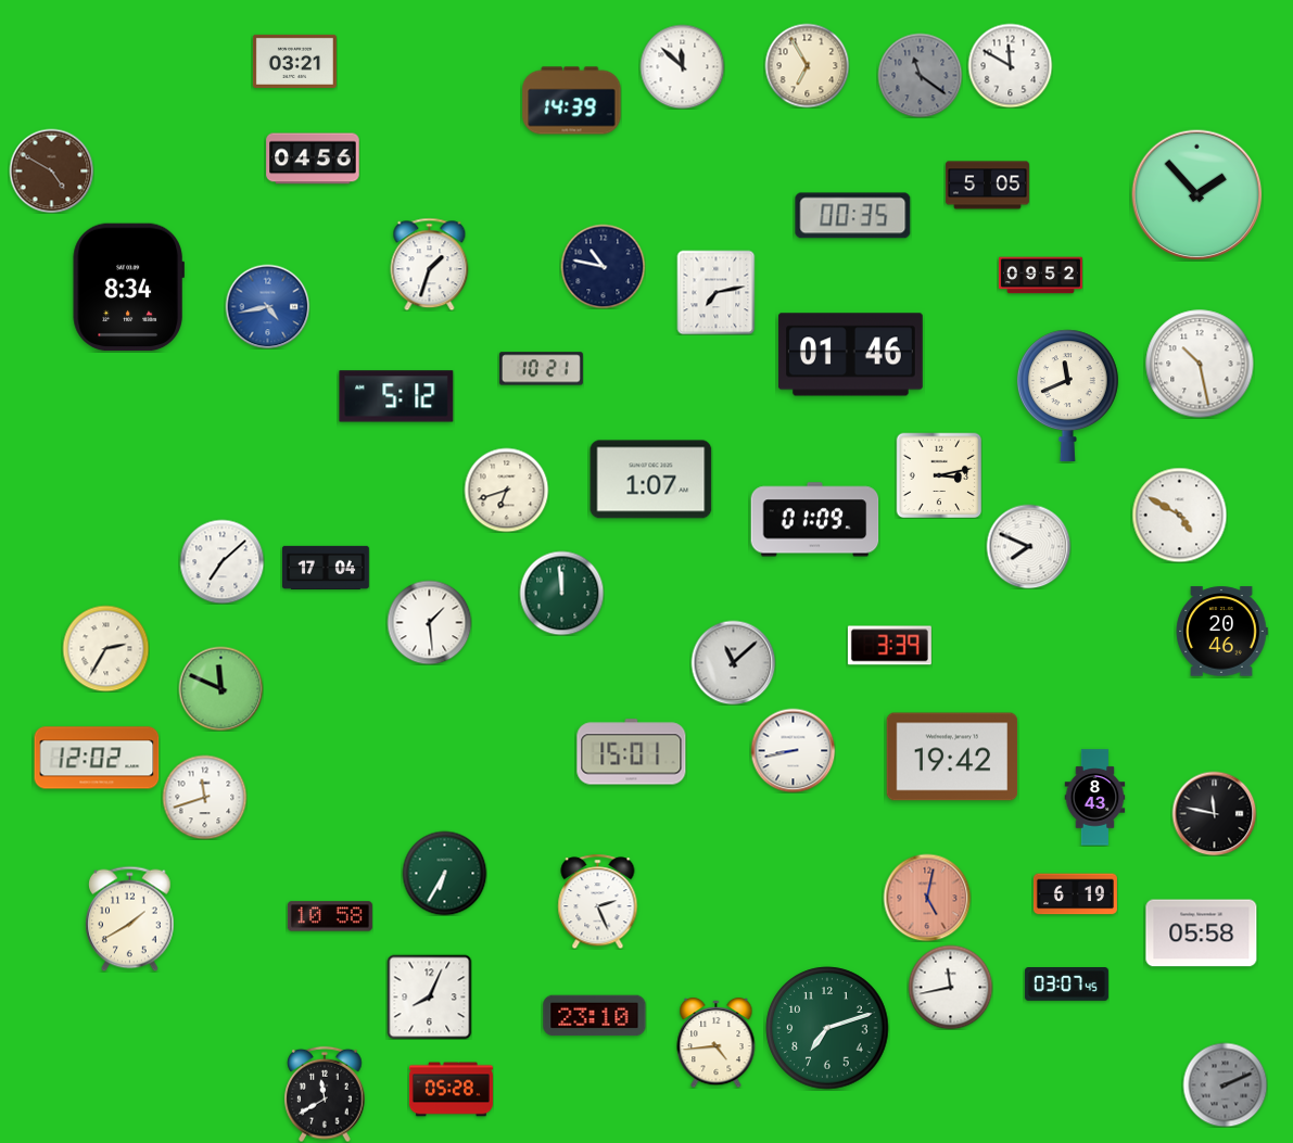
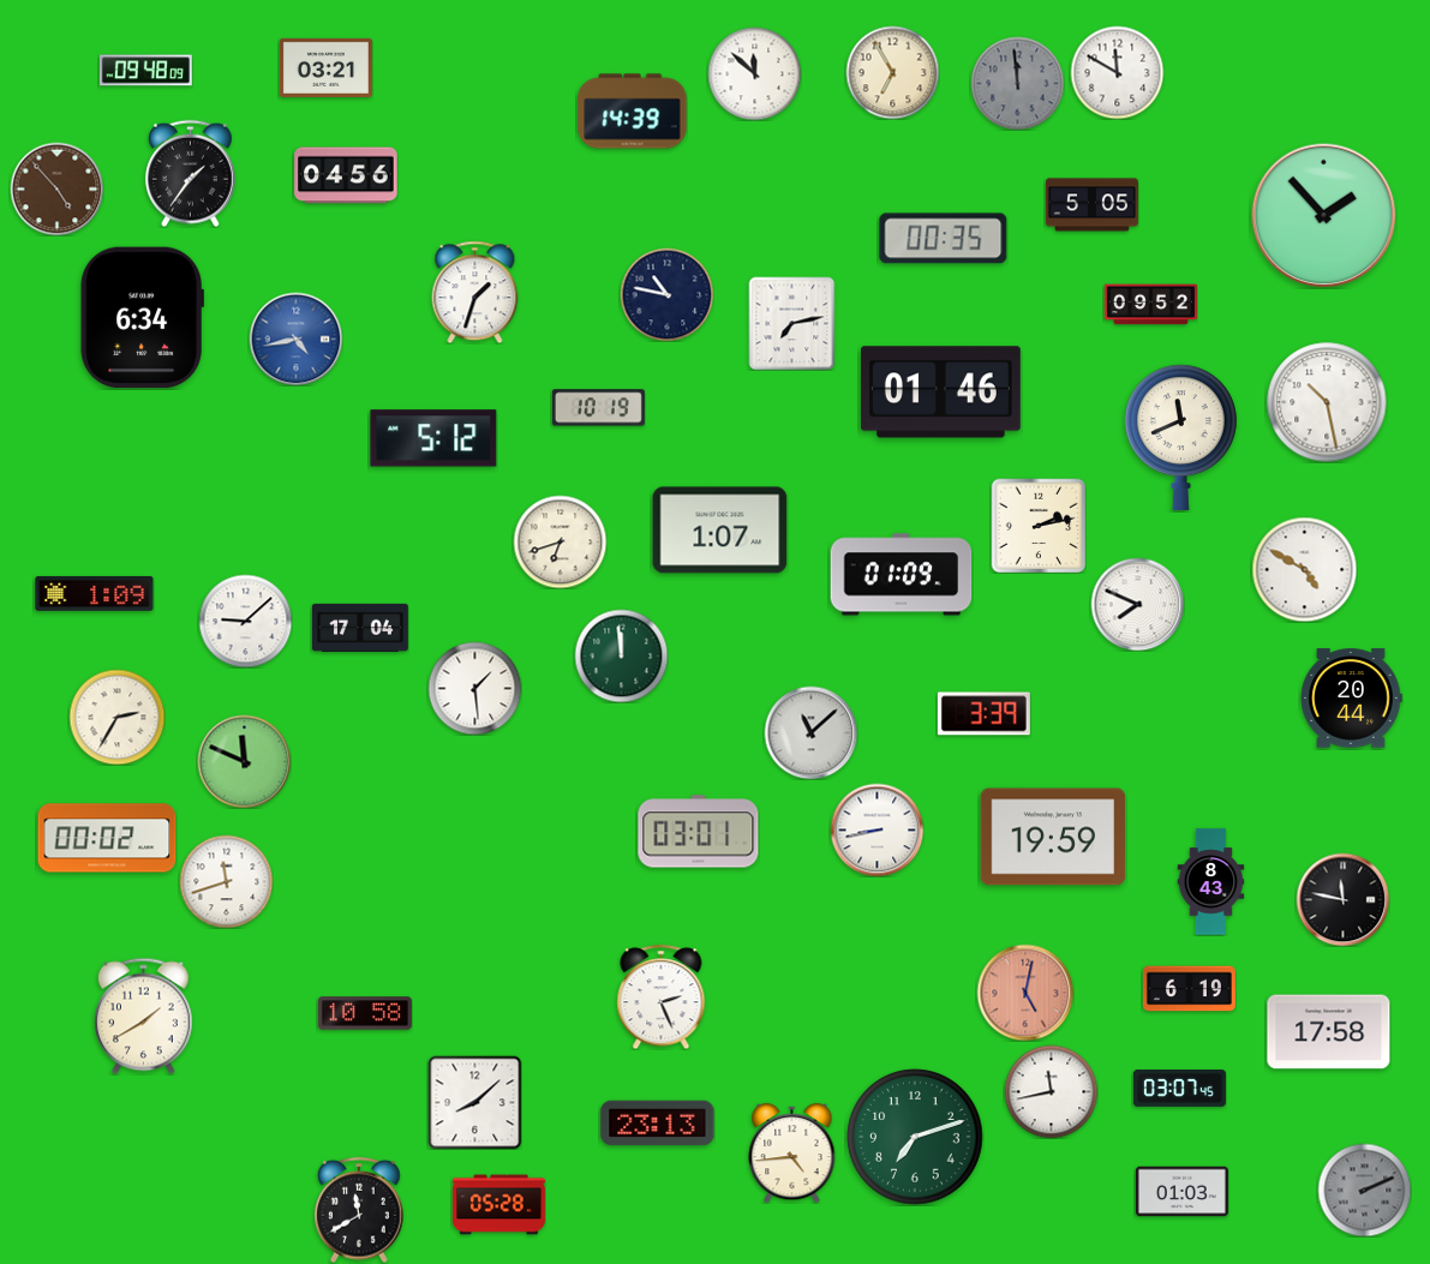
clock at (145, 71): none -> 09:48
clock at (920, 75): 11:21 -> 11:59
clock at (190, 173): none -> 1:36
clock at (51, 170): 4:50 -> 4:53
clock at (128, 288): 8:34 -> 6:34
clock at (541, 369): 10:21 -> 10:19
clock at (396, 396) position: (396, 396) -> (433, 438)
clock at (939, 475): 3:13 -> 2:13
clock at (95, 593): none -> 1:09
clock at (221, 561): 7:08 -> 9:08
clock at (1221, 632): 20:46 -> 20:44
clock at (632, 752): 15:01 -> 03:01
clock at (952, 757): 19:42 -> 19:59
clock at (97, 758): 12:02 -> 00:02
clock at (444, 873): 6:35 -> none
clock at (1202, 934): 05:58 -> 17:58
clock at (429, 996): 8:04 -> 8:08
clock at (595, 1016): 23:10 -> 23:13
clock at (1181, 1192): none -> 01:03
clock at (1225, 1084) position: (1225, 1084) -> (1364, 1190)
